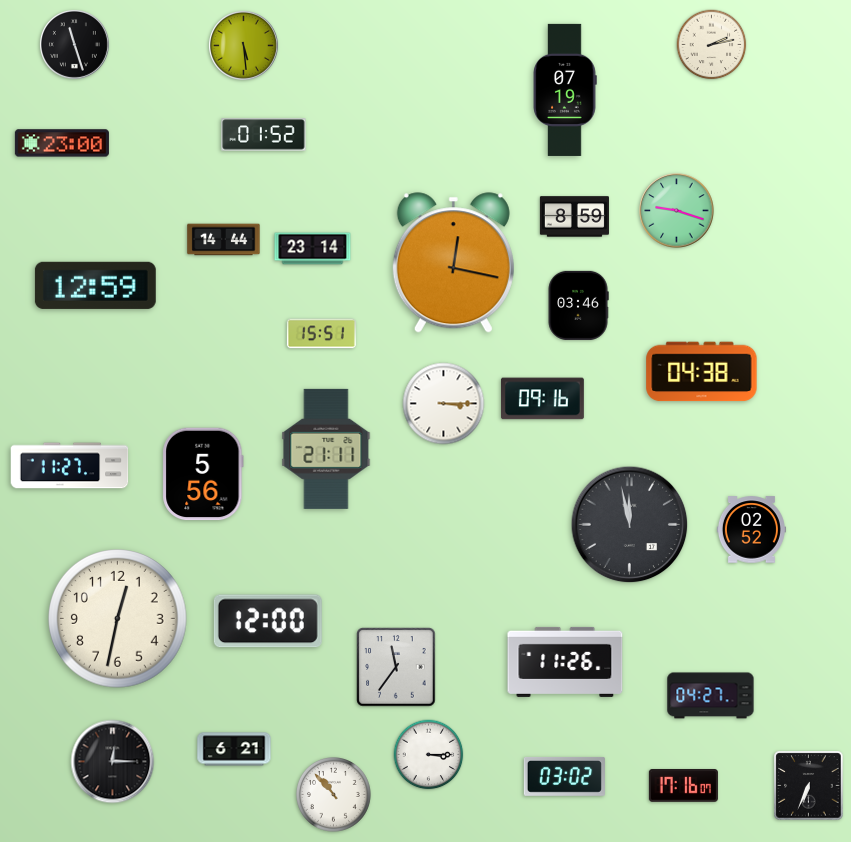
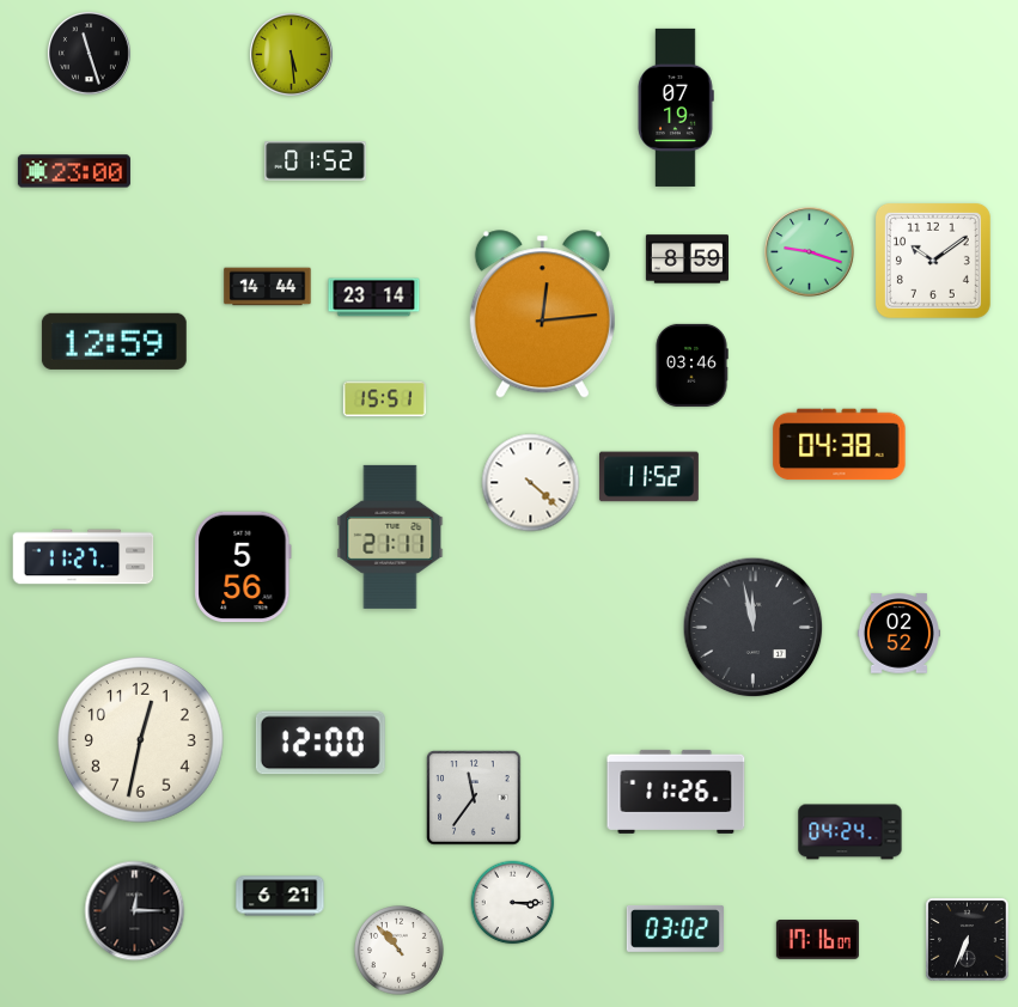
clock at (712, 45): 2:13 -> none
clock at (933, 261): none -> 10:09
clock at (453, 263): 12:17 -> 12:14
clock at (542, 399): 09:16 -> 11:52
clock at (444, 404): 3:15 -> 4:22
clock at (711, 696): 04:27 -> 04:24
